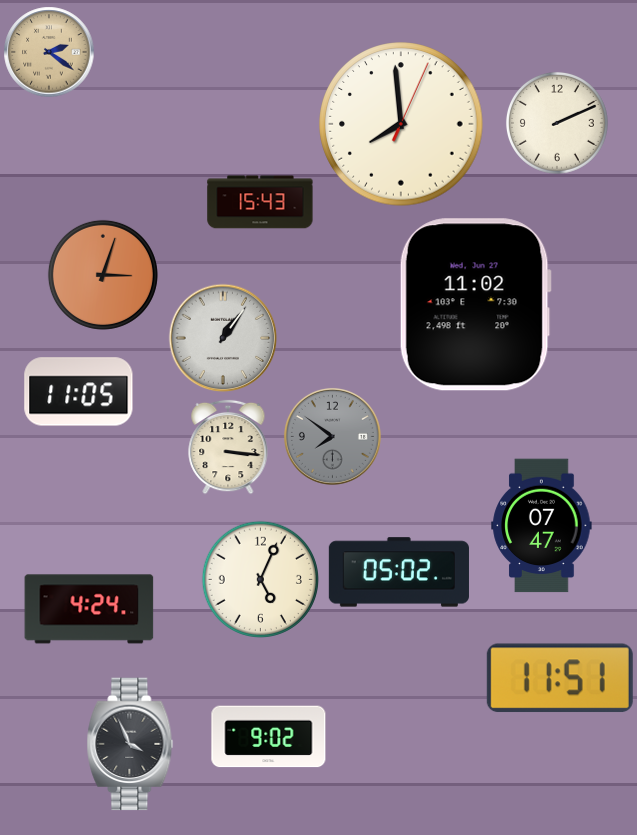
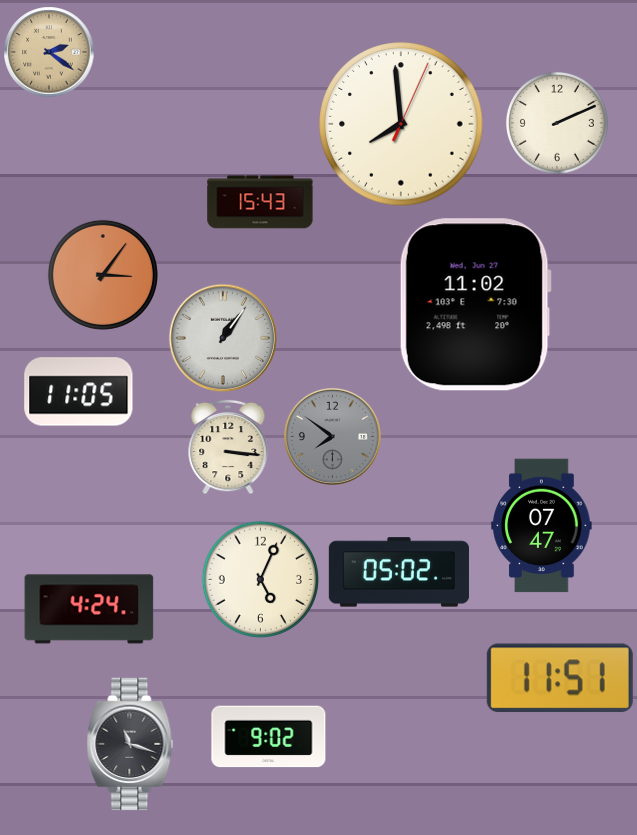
clock at (103, 275): 3:03 -> 3:06
clock at (130, 744): 3:56 -> 11:18
